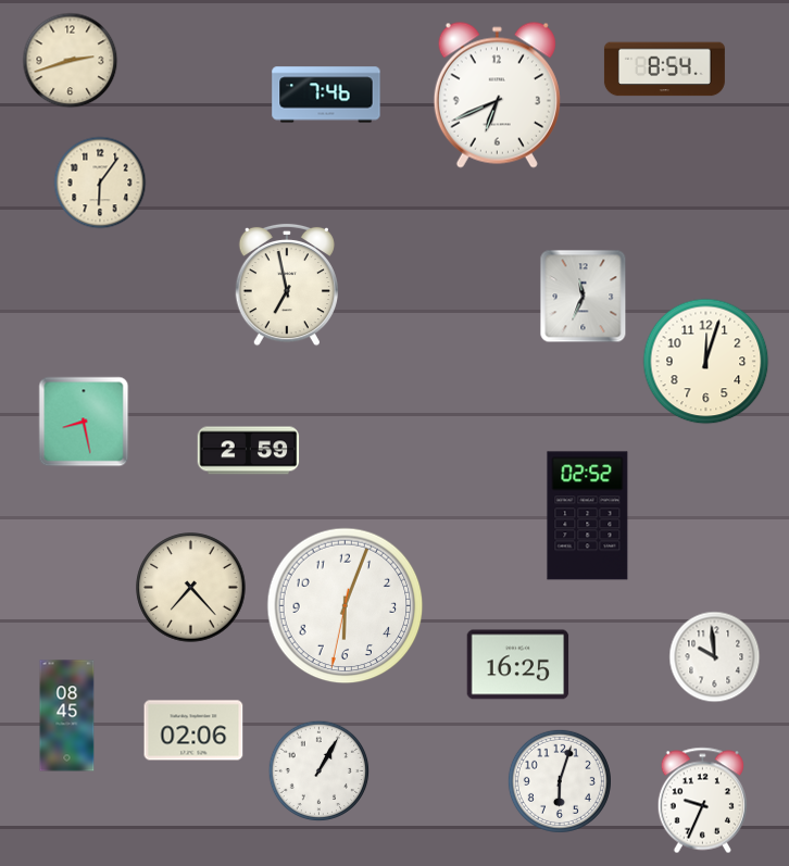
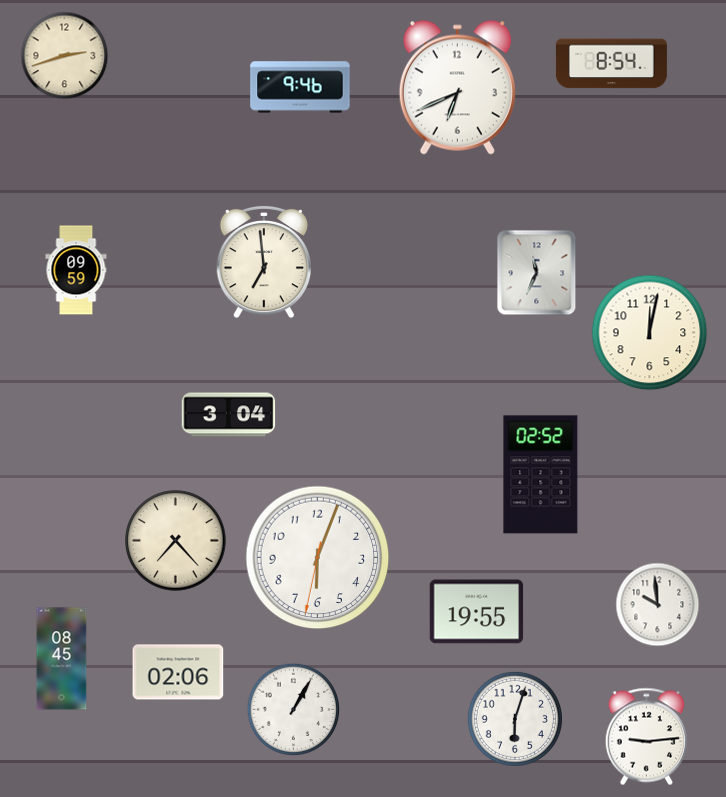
clock at (326, 95): 7:46 -> 9:46
clock at (100, 183): 6:06 -> none
clock at (286, 285): 6:58 -> 6:59
clock at (76, 270): none -> 09:59
clock at (706, 362): 12:03 -> 12:02
clock at (84, 422): 8:28 -> none
clock at (249, 451): 2:59 -> 3:04
clock at (518, 665): 16:25 -> 19:55
clock at (702, 801): 9:34 -> 9:14
